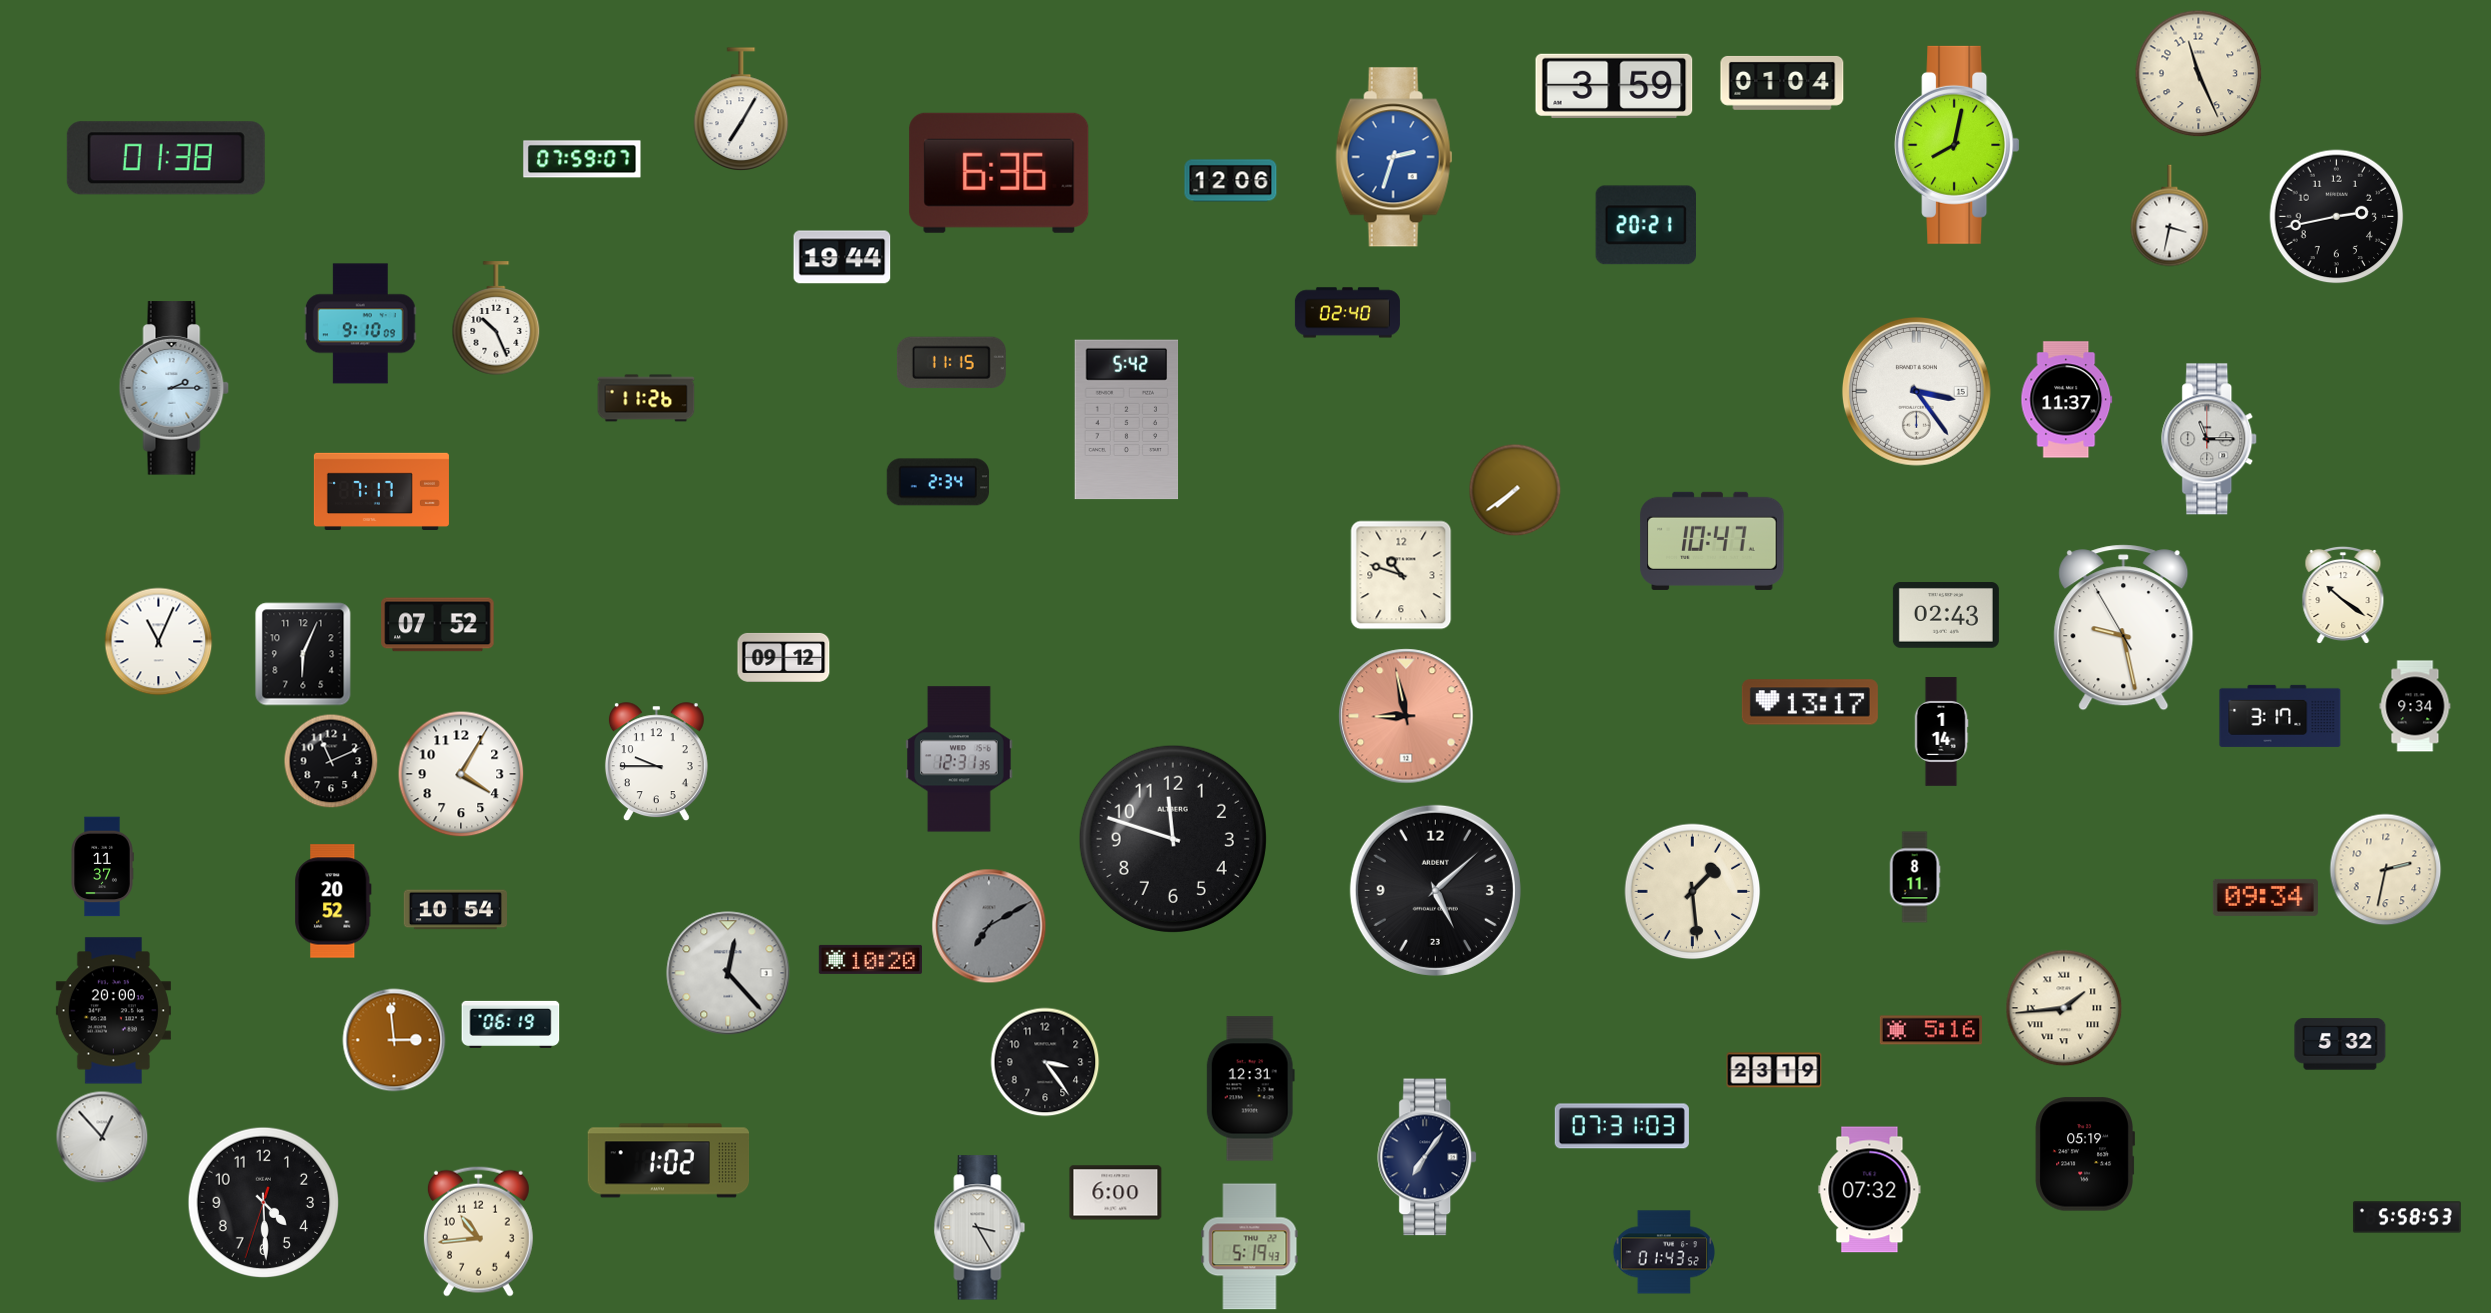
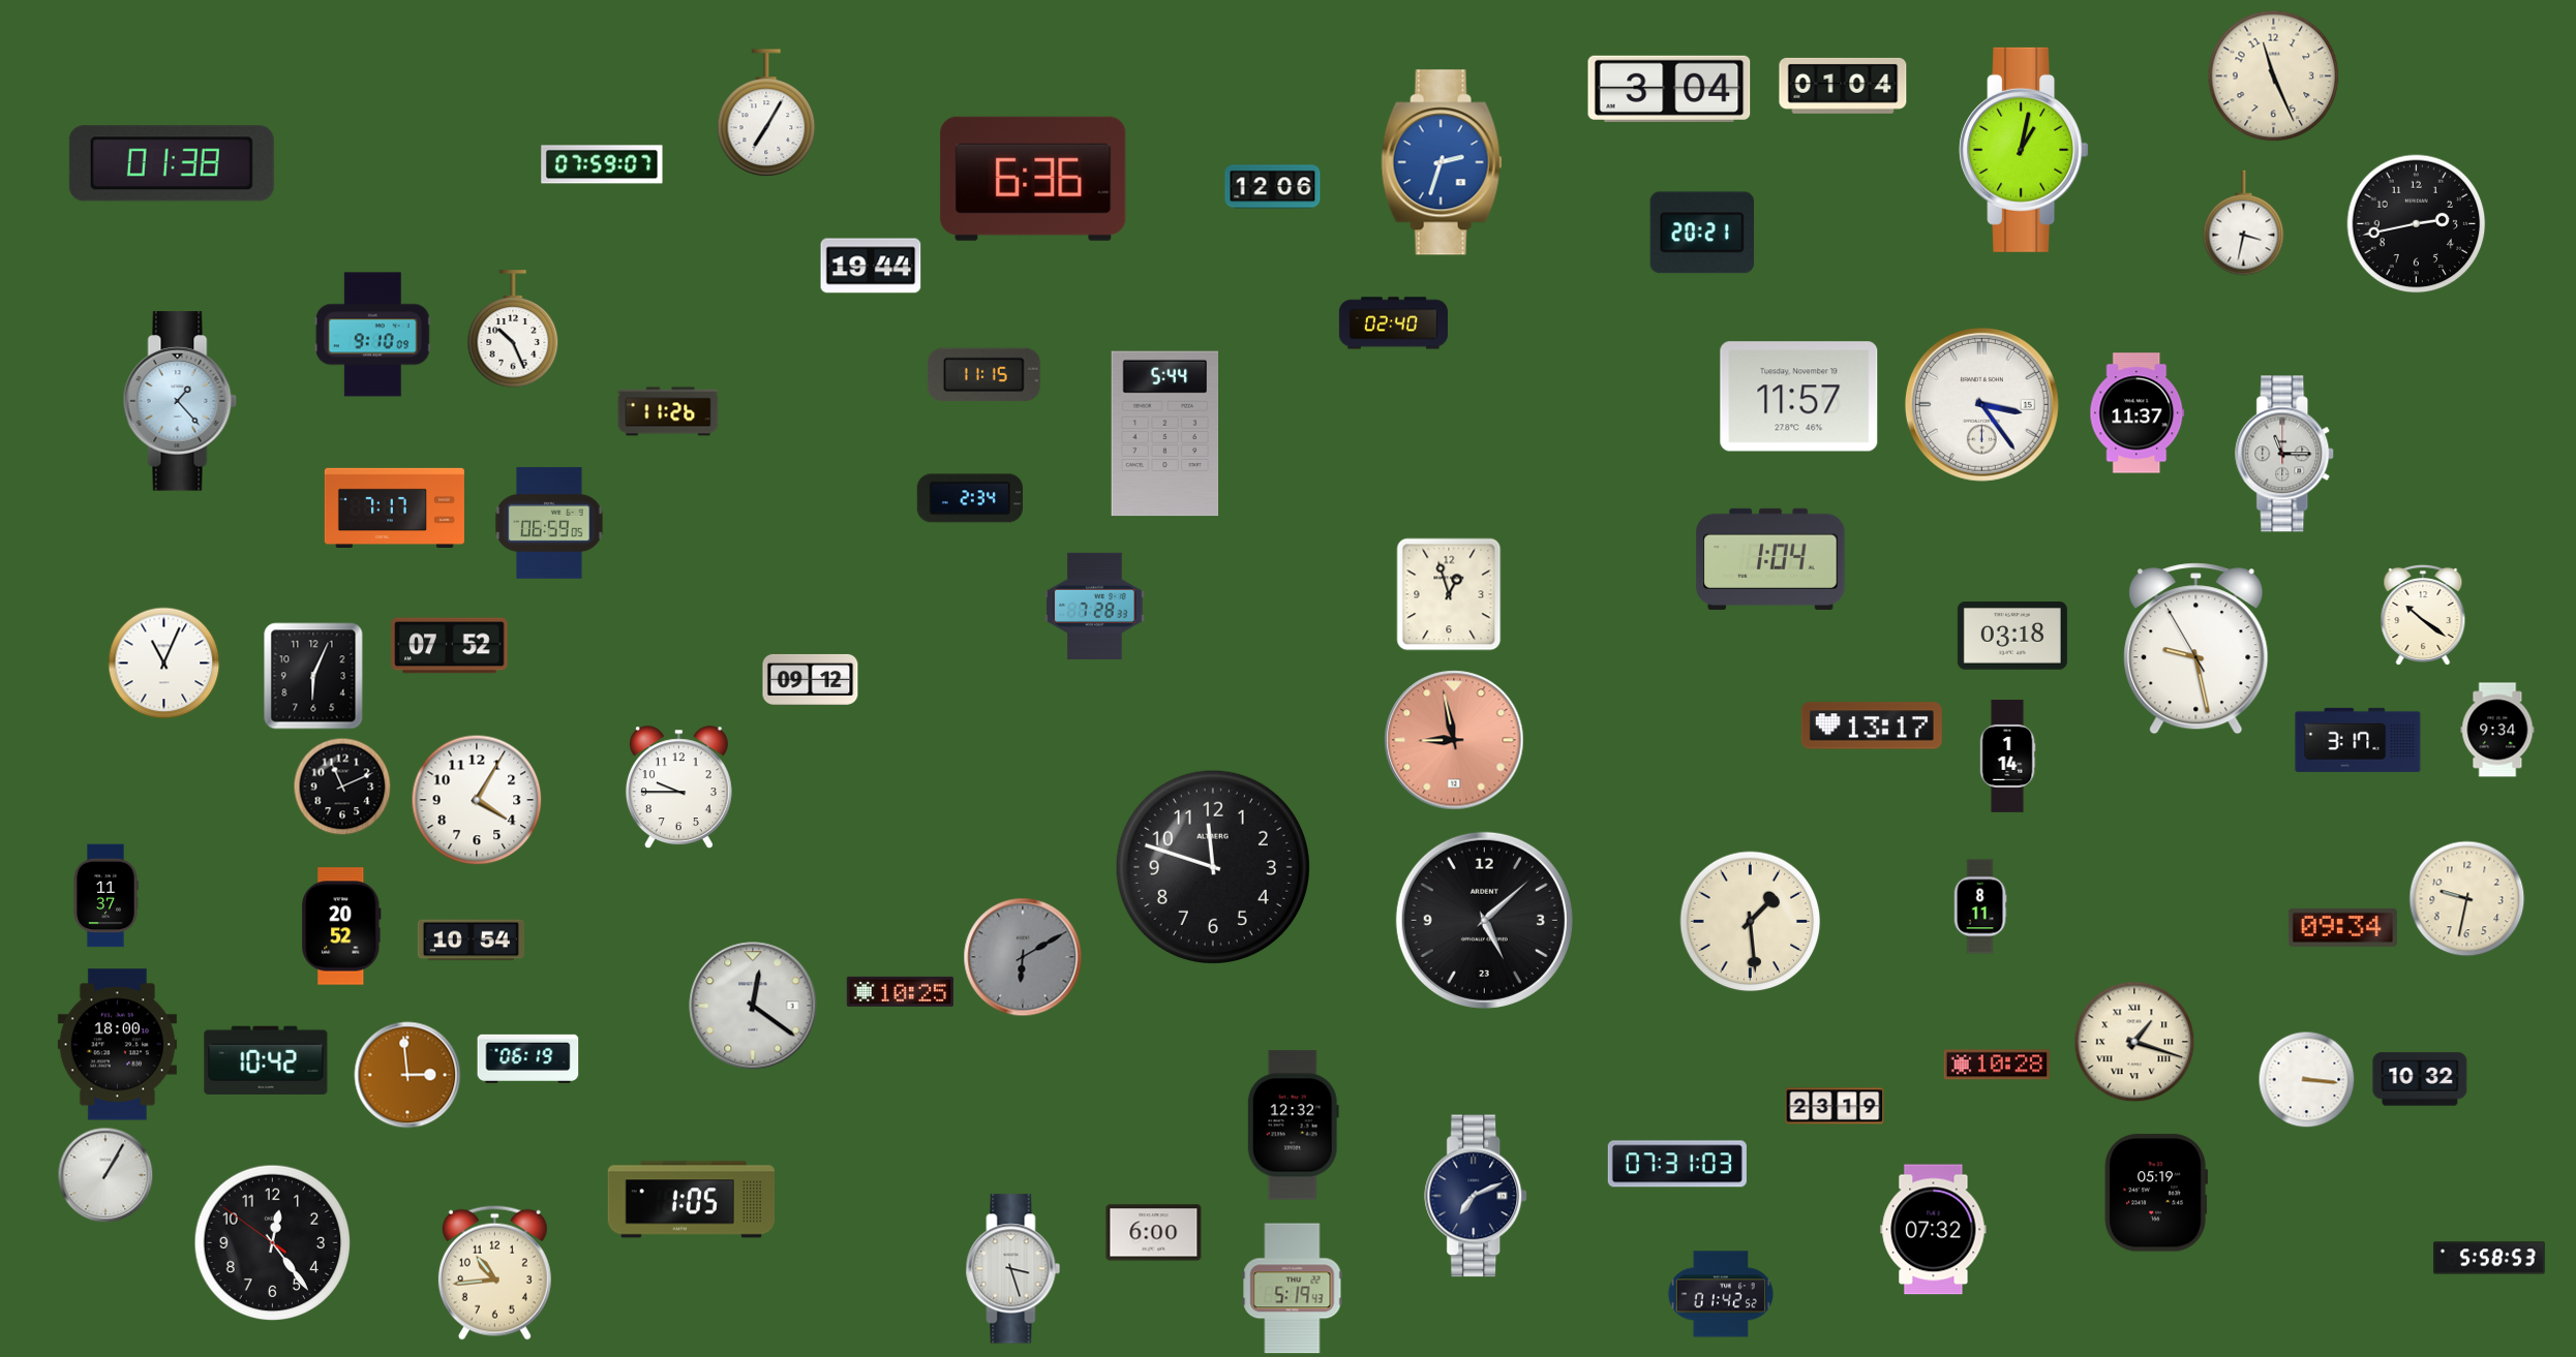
clock at (1614, 86): 3:59 -> 3:04
clock at (1957, 145): 8:02 -> 1:02
clock at (1799, 397): none -> 11:57
clock at (174, 388): 2:15 -> 1:23
clock at (1127, 420): 5:42 -> 5:44
clock at (1515, 490): 7:39 -> none
clock at (549, 523): none -> 06:59
clock at (1712, 541): 10:47 -> 1:04
clock at (1401, 575): 10:48 -> 12:57
clock at (1095, 606): none -> 7:28
clock at (1946, 615): 02:43 -> 03:18
clock at (438, 625) position: (438, 625) -> (450, 646)
clock at (959, 759): 12:31 -> none
clock at (2386, 870): 2:32 -> 9:32
clock at (333, 901) position: (333, 901) -> (341, 926)
clock at (989, 926): 7:10 -> 6:10
clock at (870, 959): 10:20 -> 10:25
clock at (728, 973): 12:23 -> 12:21
clock at (2064, 1008): 1:44 -> 1:18
clock at (113, 1011): 20:00 -> 18:00
clock at (266, 1059): none -> 10:42
clock at (1930, 1030): 5:16 -> 10:28
clock at (2340, 1044): 5:32 -> 10:32
clock at (2307, 1080): none -> 3:16
clock at (1045, 1062): 3:24 -> none
clock at (1250, 1089): 12:31 -> 12:32
clock at (102, 1137): 12:53 -> 1:05
clock at (1428, 1157): 7:06 -> 7:11
clock at (669, 1161): 1:02 -> 1:05
clock at (264, 1203): 4:29 -> 12:23
clock at (980, 1228): 3:25 -> 3:27
clock at (1663, 1252): 01:43 -> 01:42
